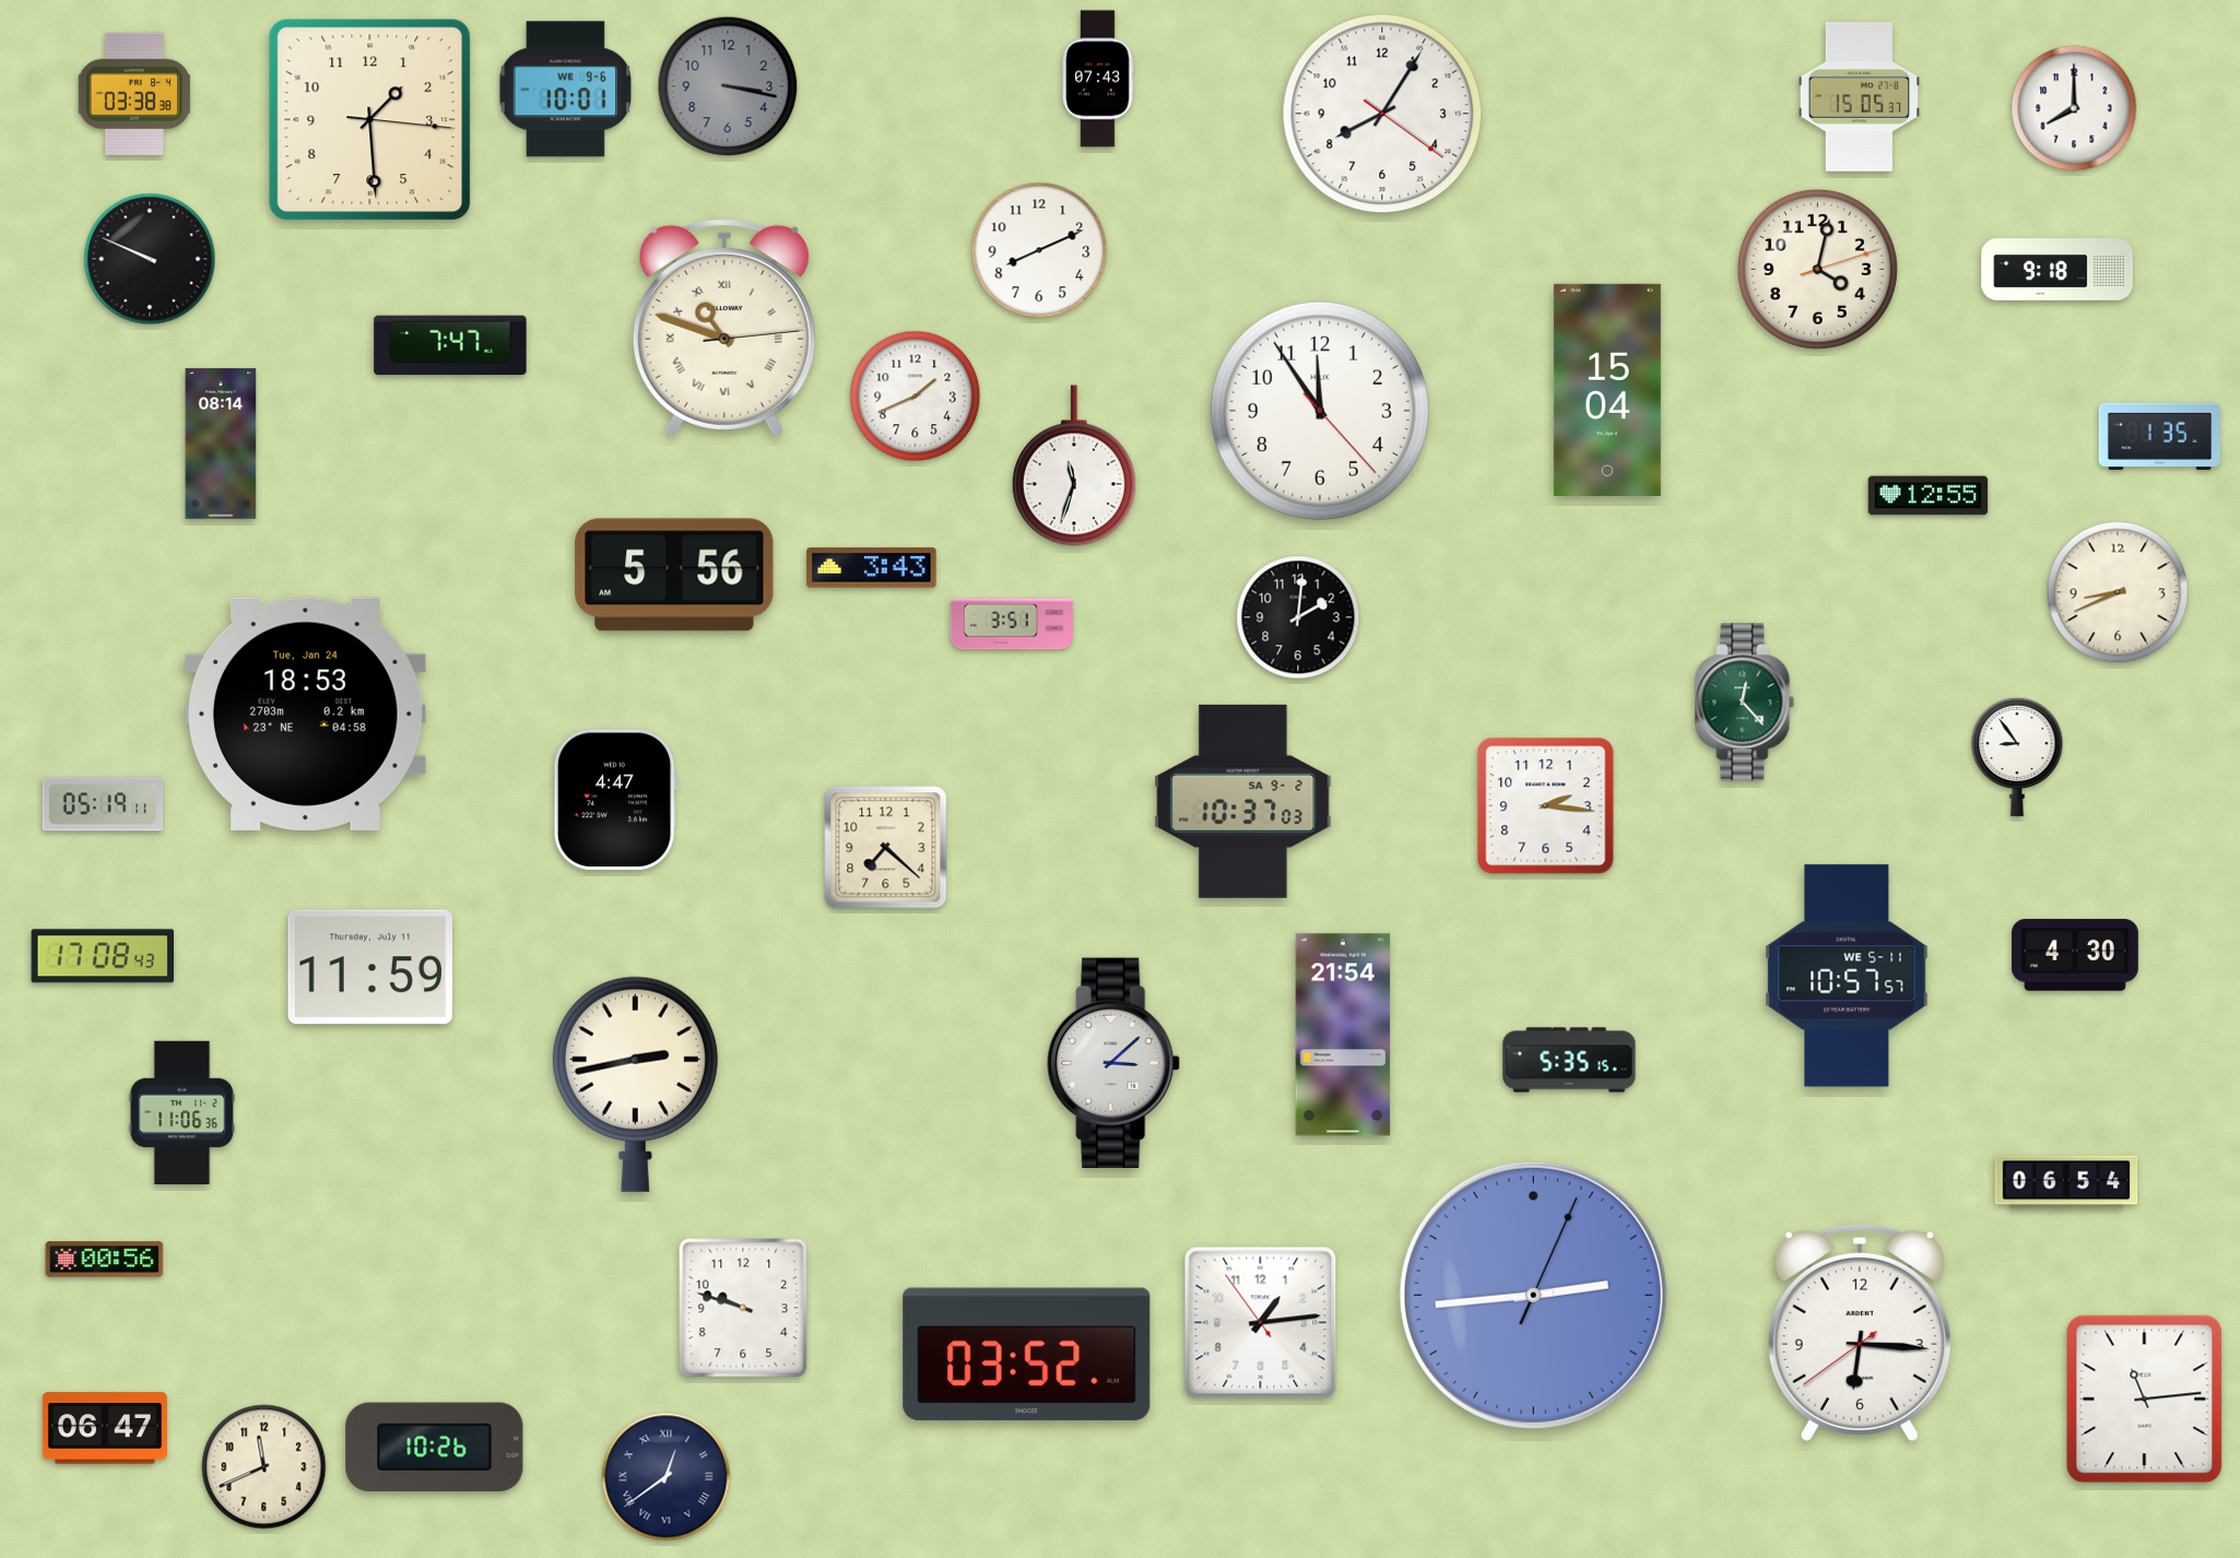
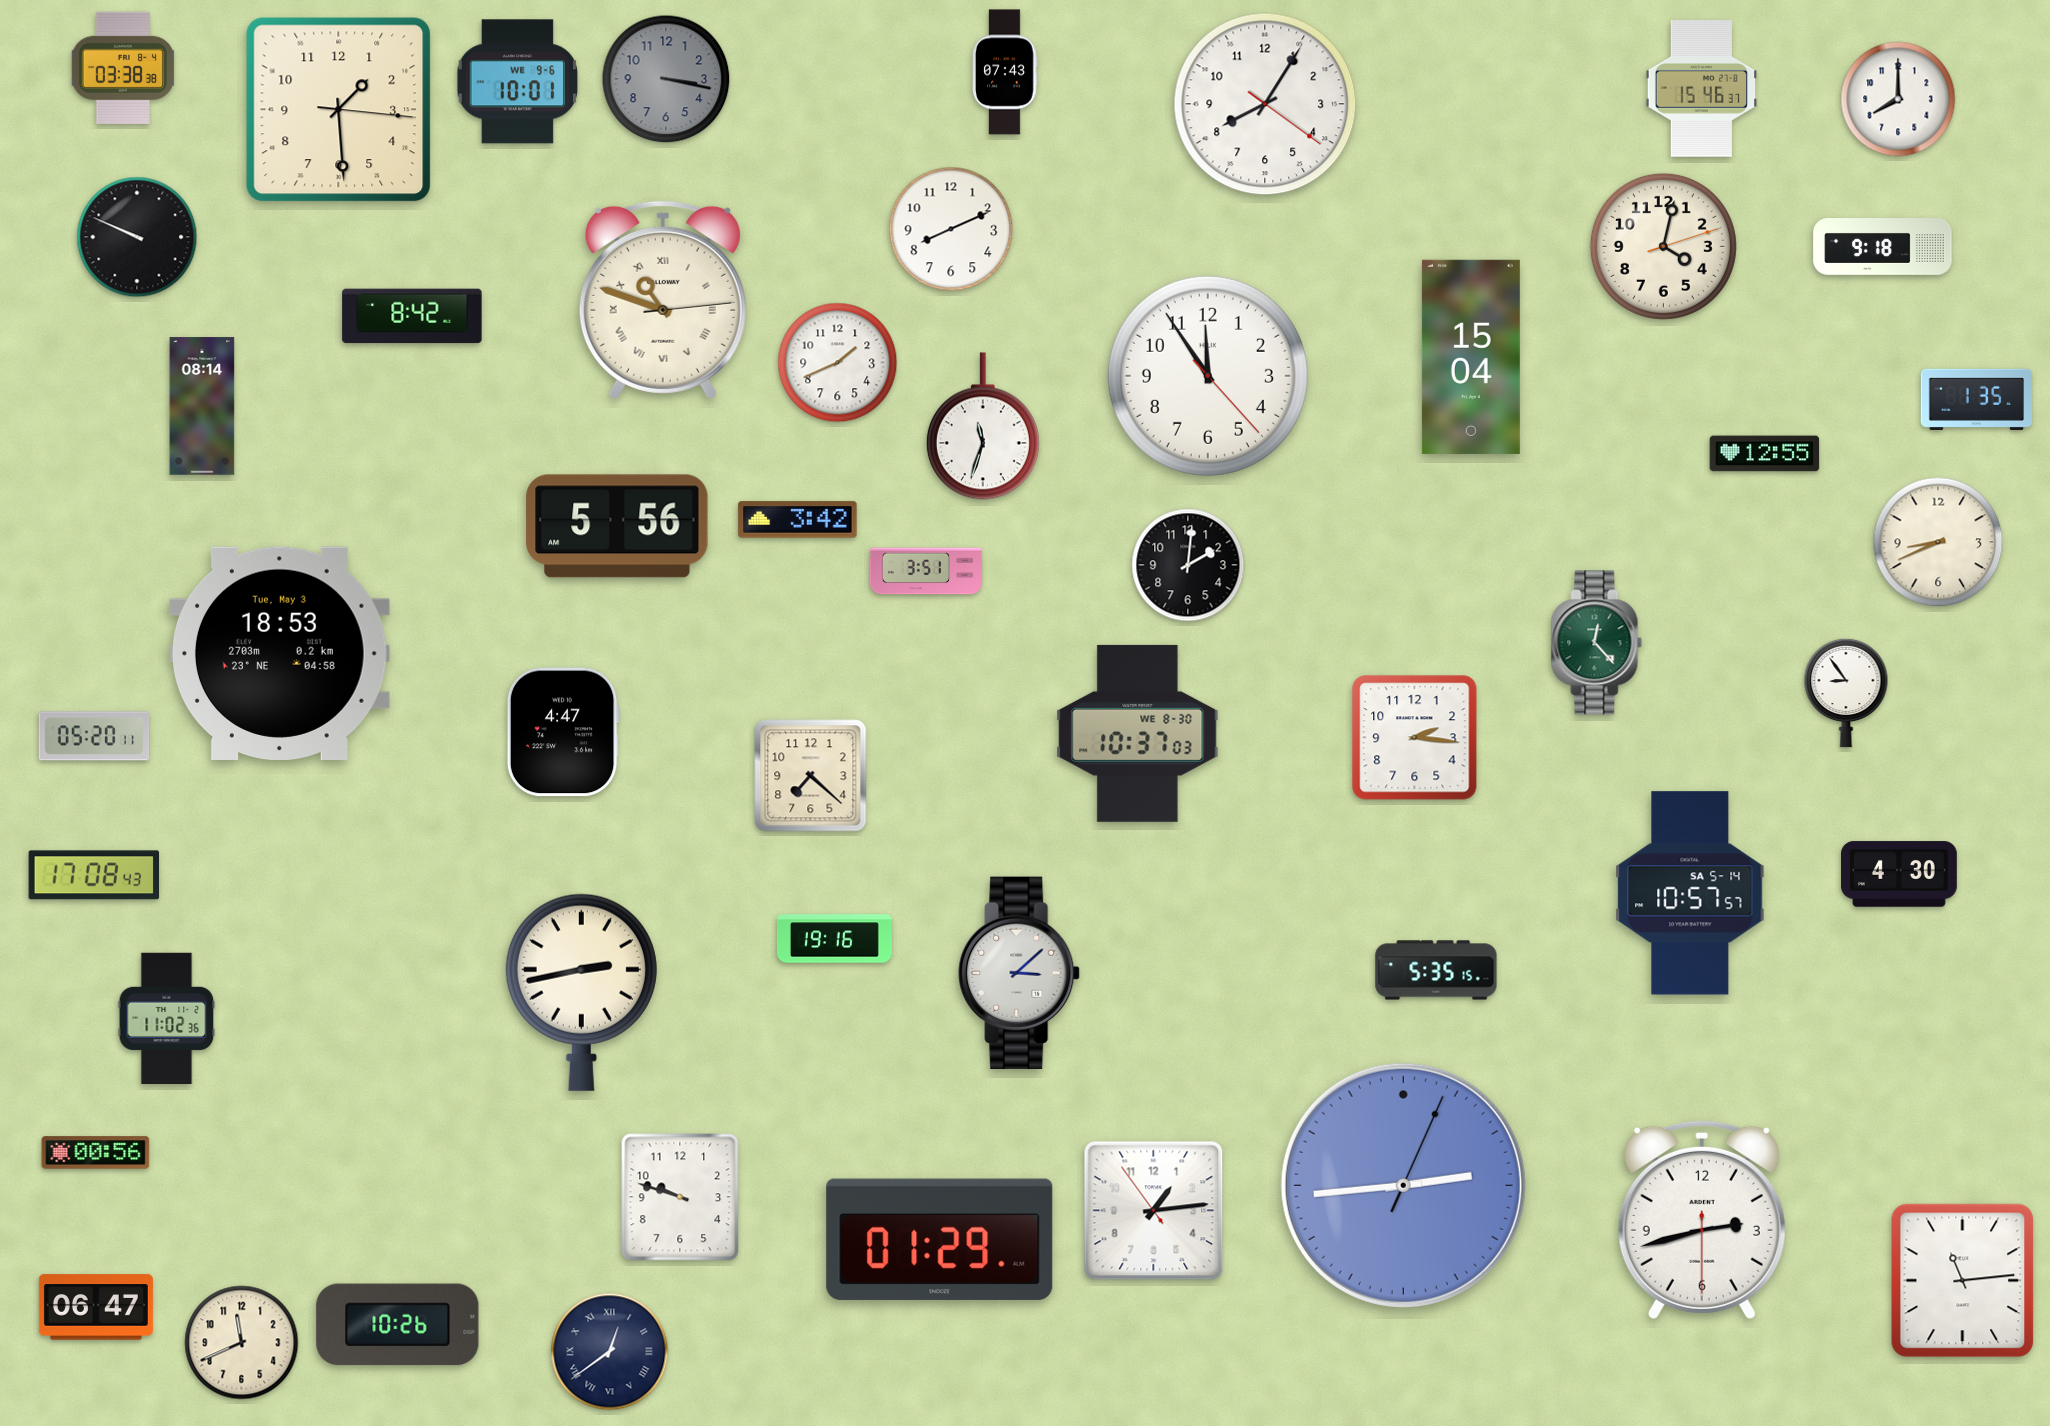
clock at (133, 94) position: (133, 94) -> (122, 68)
clock at (1860, 97): 15:05 -> 15:46
clock at (450, 345): 7:47 -> 8:42
clock at (872, 568): 3:43 -> 3:42
clock at (305, 713) date: Tue, Jan 24 -> Tue, May 3
clock at (1243, 801) date: SA 9-2 -> WE 8-30
clock at (103, 804): 05:19 -> 05:20
clock at (369, 967): 11:59 -> none
clock at (1847, 976) date: WE 5-11 -> SA 5-14
clock at (835, 939): none -> 19:16
clock at (1343, 1035): 21:54 -> none
clock at (182, 1112): 11:06 -> 11:02
clock at (2066, 1182): 06:54 -> none
clock at (1860, 1332): 6:15 -> 2:42
clock at (1027, 1354): 03:52 -> 01:29
